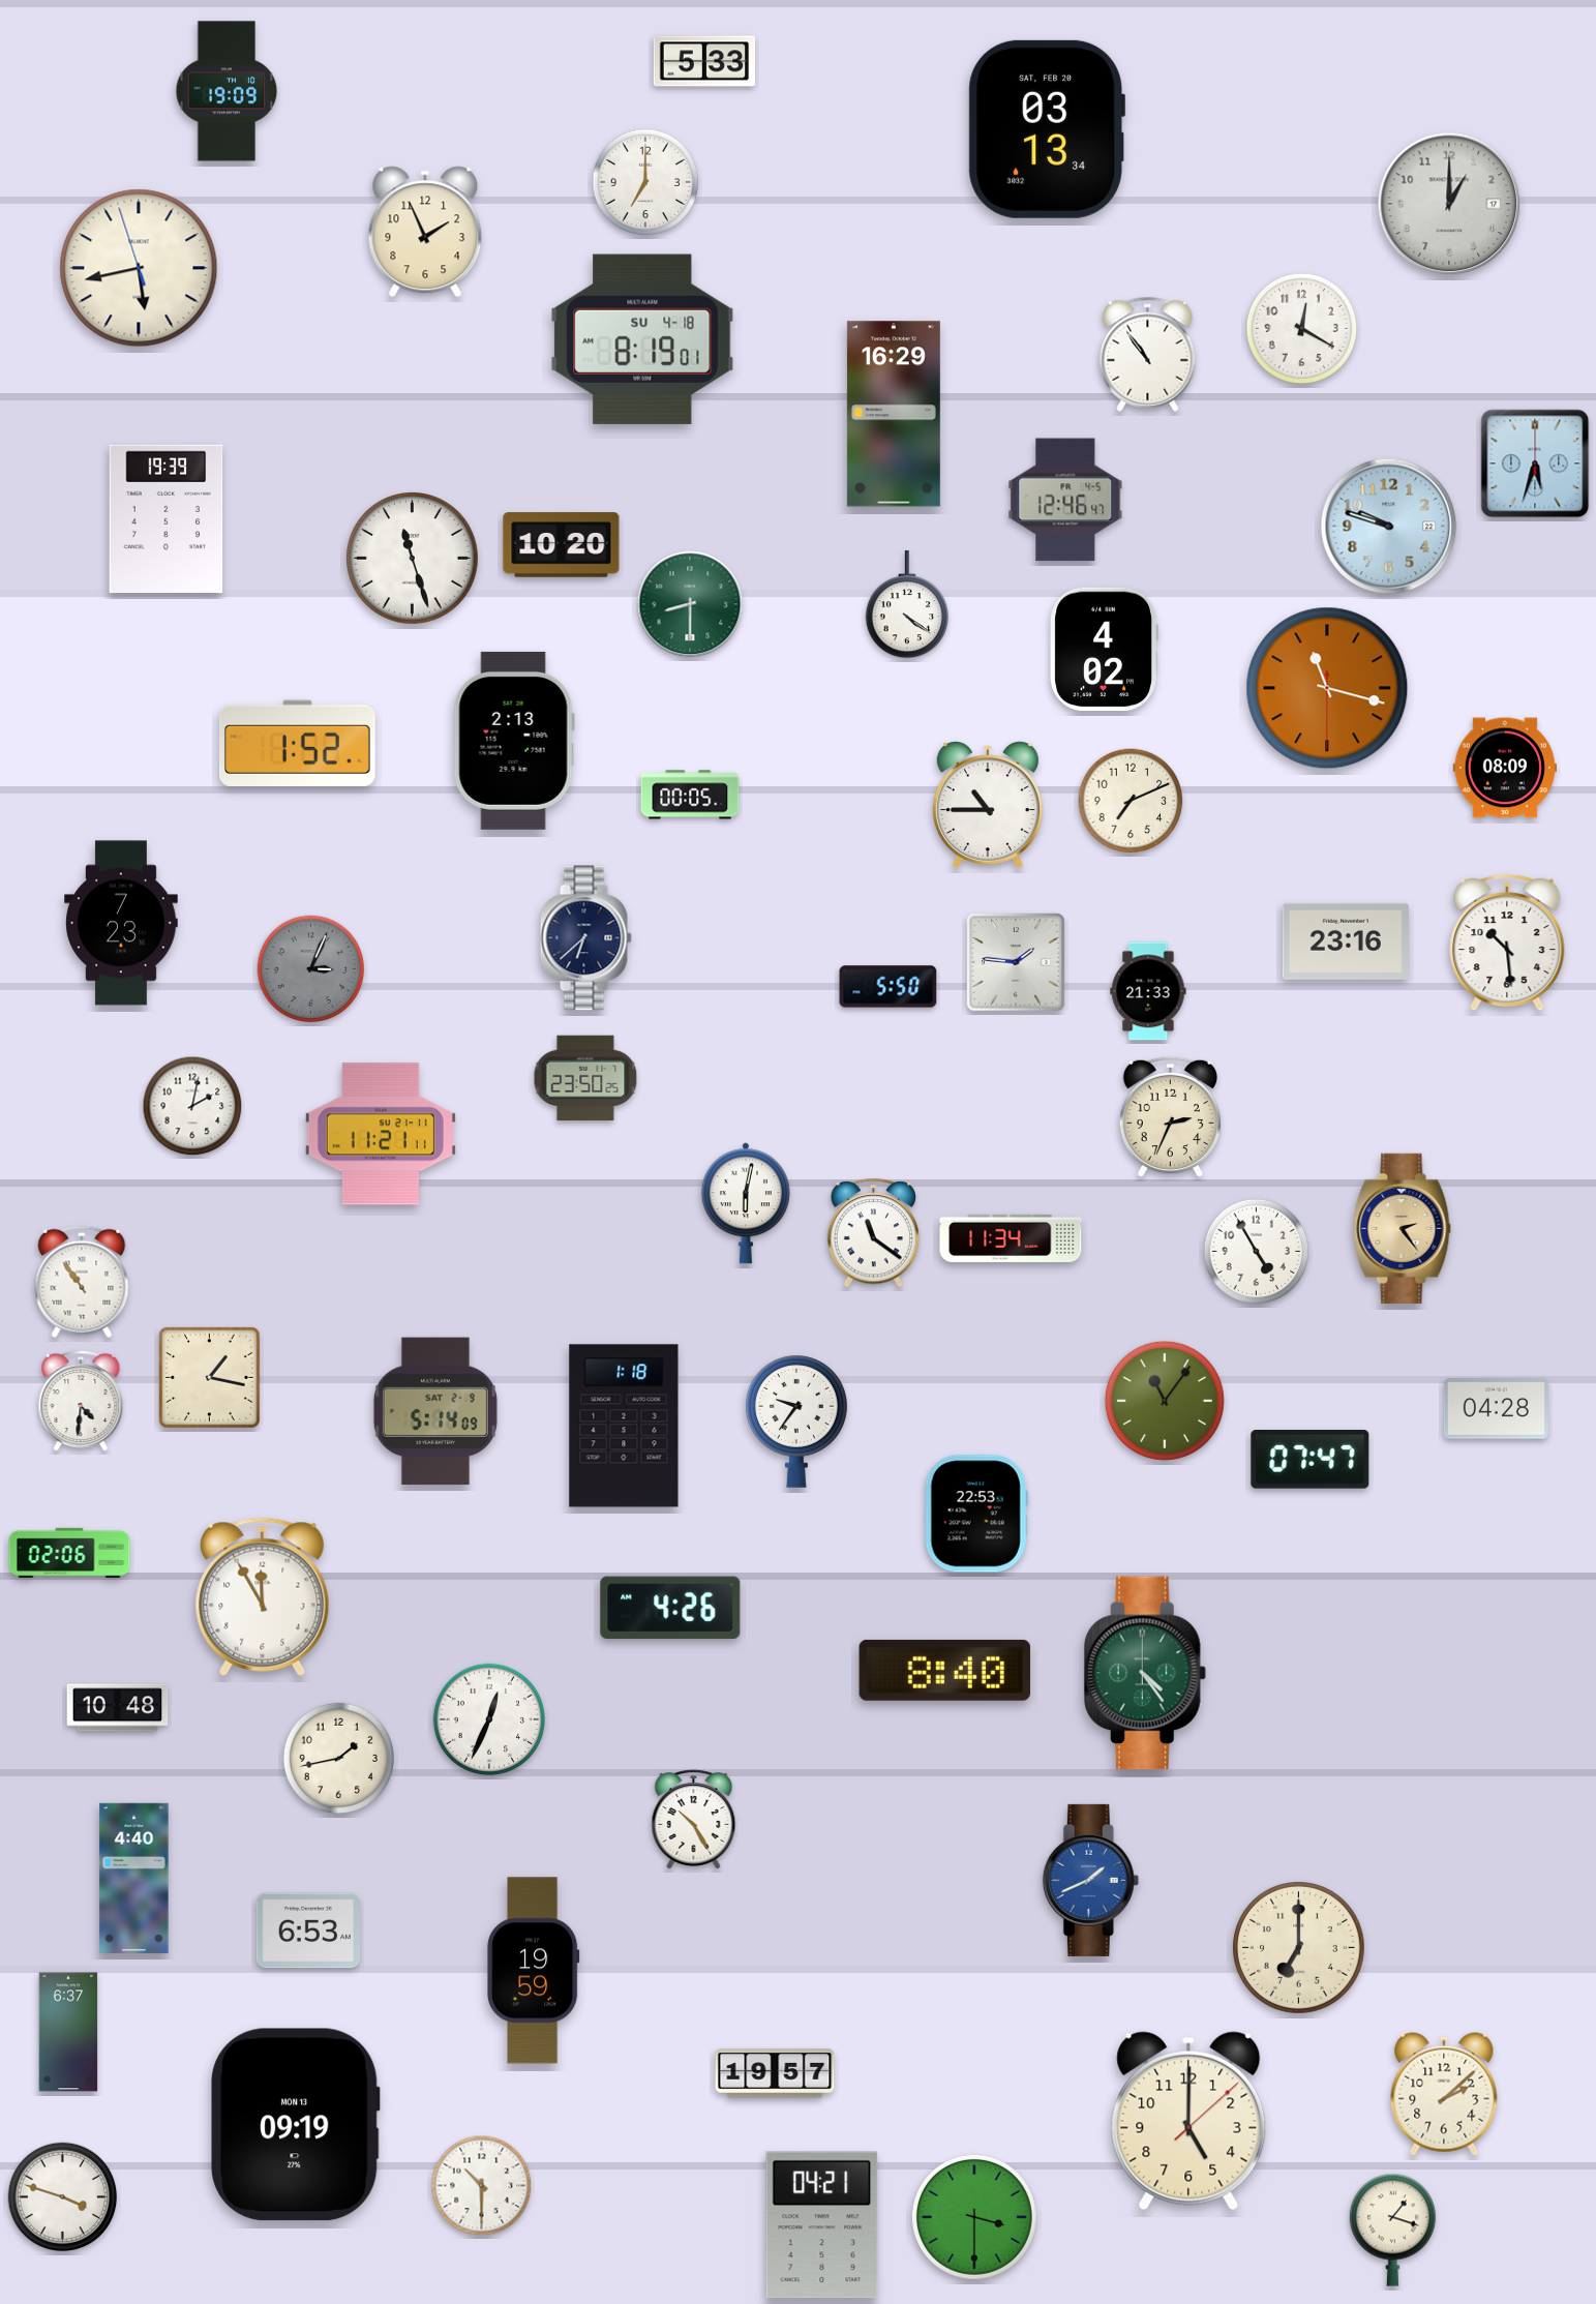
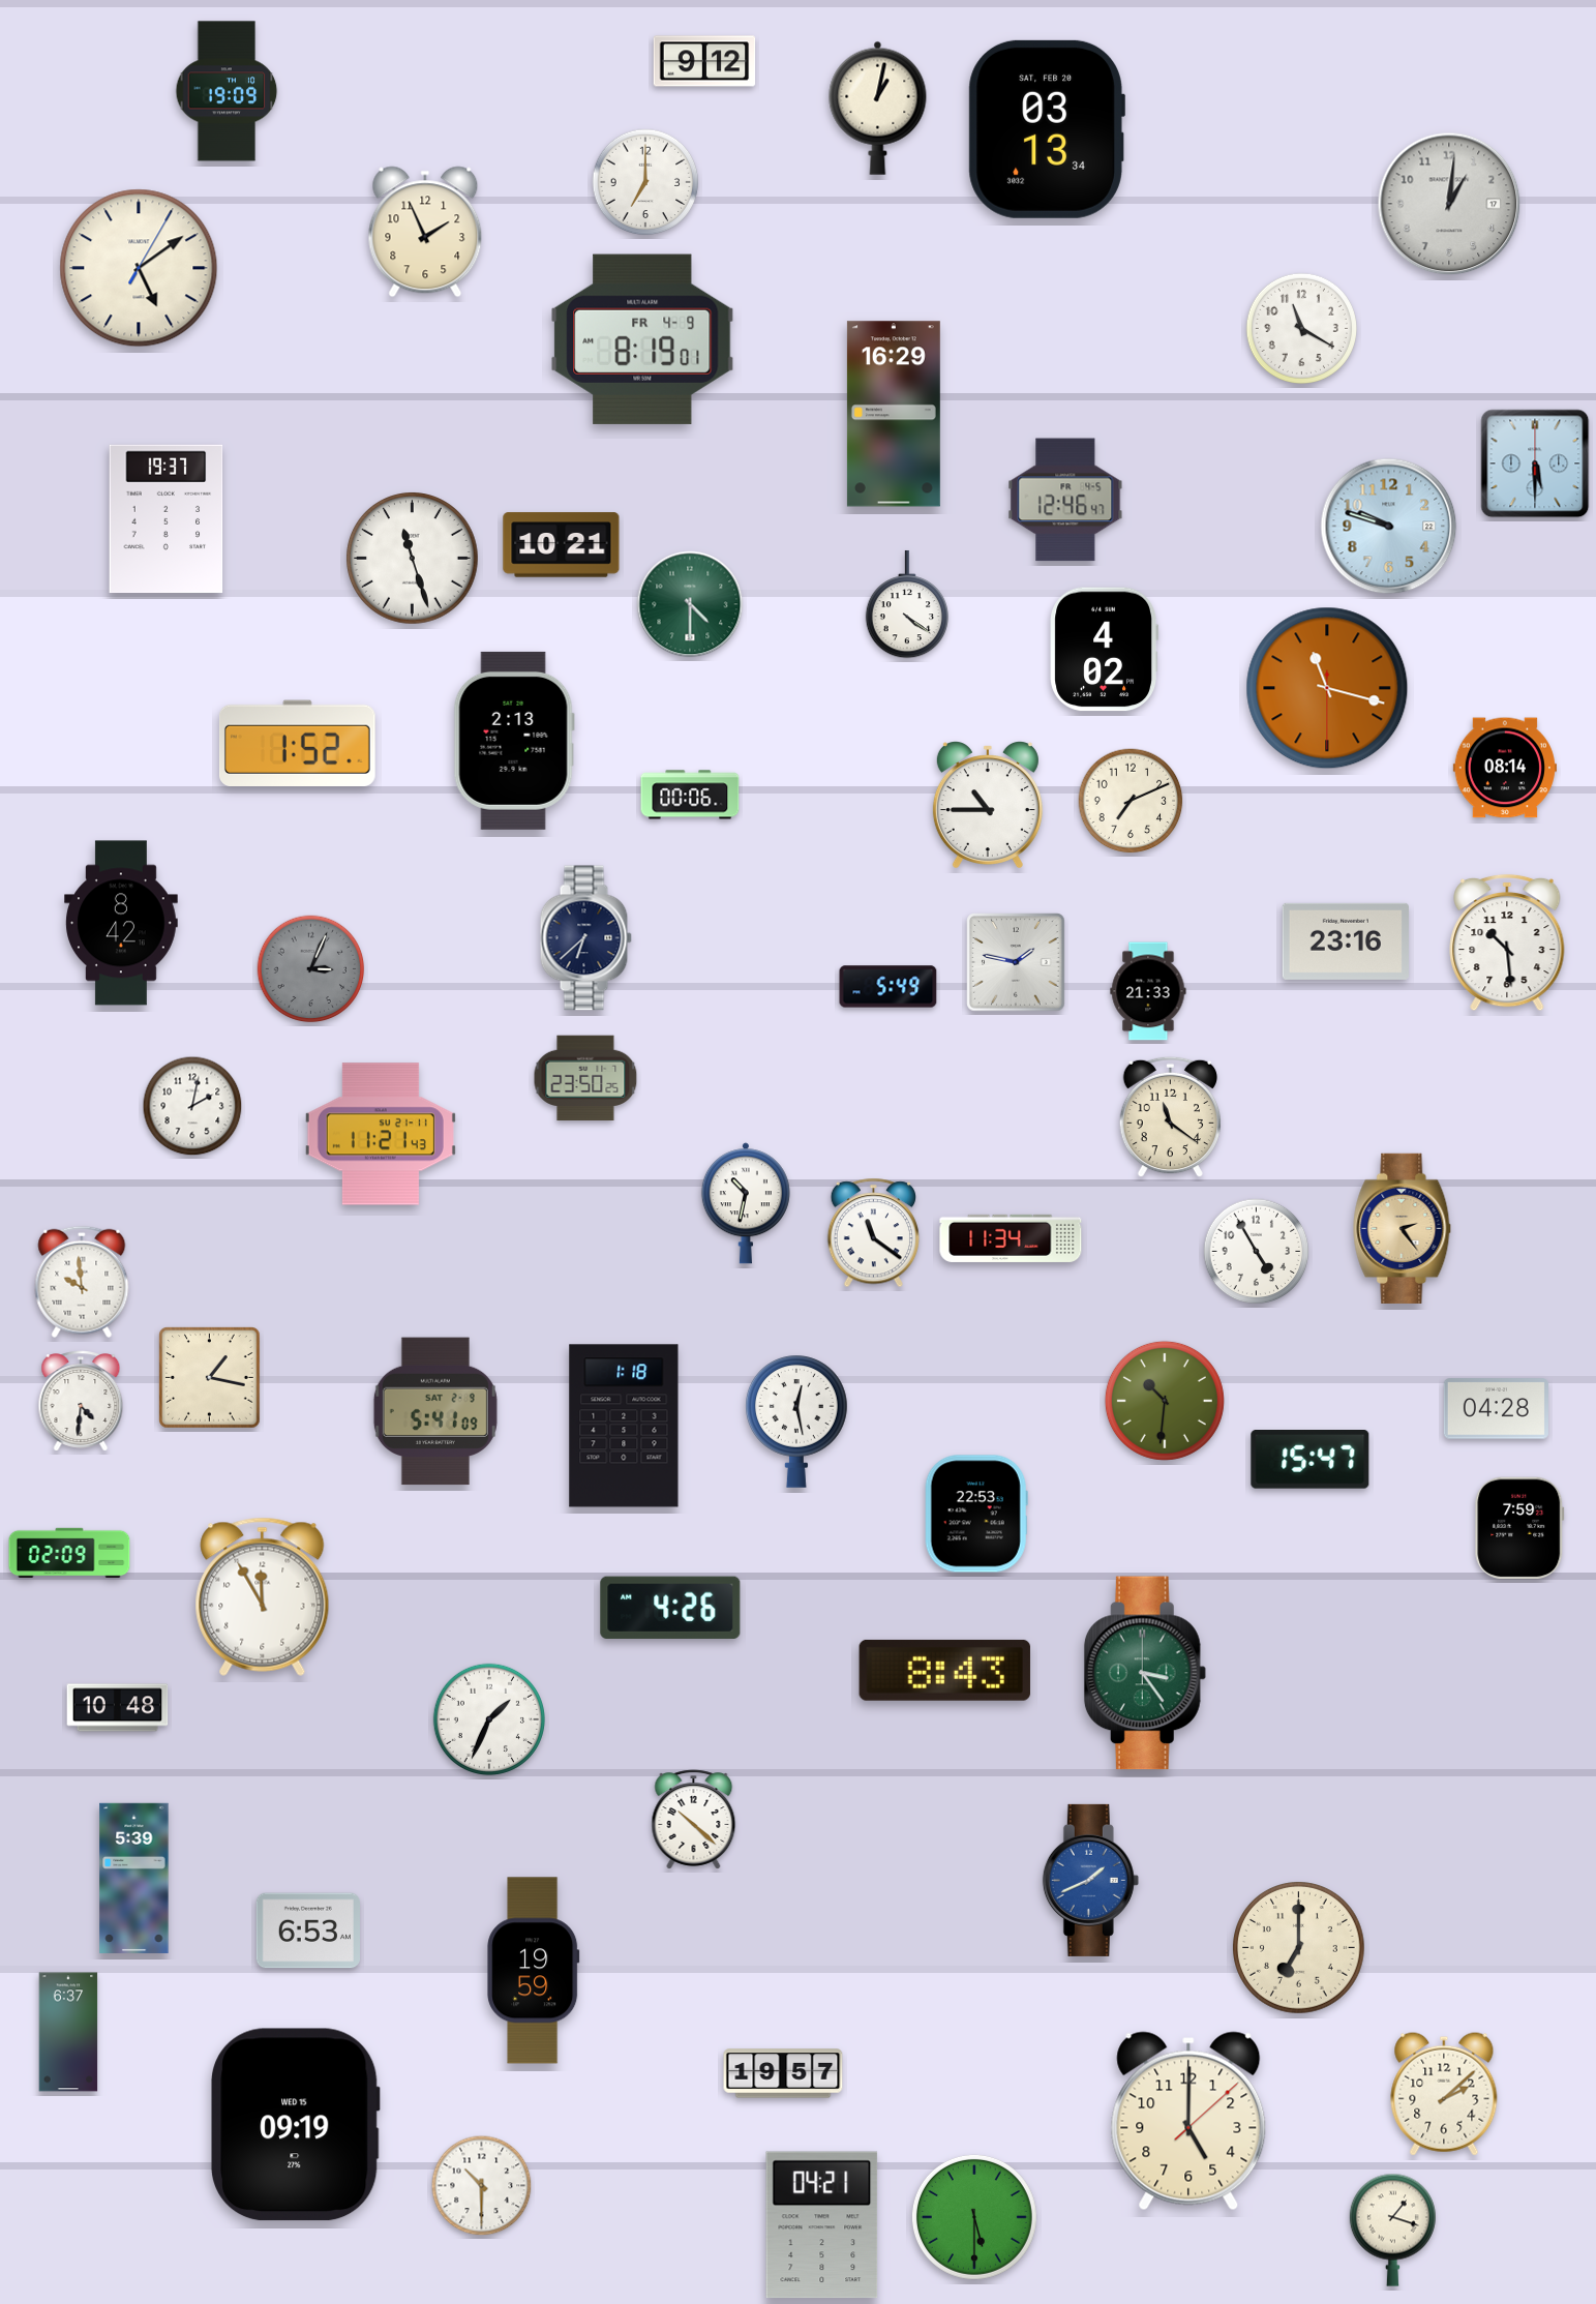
clock at (704, 61): 5:33 -> 9:12
clock at (878, 108): none -> 1:02
clock at (1449, 204): 1:00 -> 1:01
clock at (139, 268): 5:42 -> 5:09
clock at (1301, 328): 12:20 -> 11:20
clock at (642, 339) date: SU 4-18 -> FR 4-9
clock at (1148, 354): 10:54 -> none
clock at (1535, 463): 5:33 -> 5:30
clock at (167, 519): 19:39 -> 19:37
clock at (562, 545): 10:20 -> 10:21
clock at (690, 604): 8:30 -> 4:30
clock at (1505, 768): 08:09 -> 08:14
clock at (690, 795): 00:05 -> 00:06
clock at (121, 923): 7:23 -> 8:42
clock at (1016, 962): 1:46 -> 1:47
clock at (889, 987): 5:50 -> 5:49
clock at (1171, 1117): 2:34 -> 11:21
clock at (381, 1134): 11:21:11 -> 11:21:43
clock at (746, 1203): 6:02 -> 10:32
clock at (82, 1282): 10:54 -> 9:59
clock at (1165, 1401): 11:06 -> 10:31
clock at (435, 1411): 5:14 -> 5:41
clock at (797, 1422): 9:36 -> 12:28
clock at (1311, 1460): 07:47 -> 15:47
clock at (1519, 1528): none -> 7:59
clock at (69, 1553): 02:06 -> 02:09
clock at (944, 1670): 8:40 -> 8:43
clock at (1145, 1673): 4:24 -> 3:24
clock at (488, 1718): 12:34 -> 1:34
clock at (338, 1758): 1:43 -> none
clock at (694, 1820): 10:25 -> 10:22
clock at (134, 1878): 4:40 -> 5:39
clock at (775, 2073) position: (775, 2073) -> (783, 2073)
clock at (296, 2125) date: MON 13 -> WED 15
clock at (63, 2197): 3:48 -> none
clock at (974, 2217): 3:30 -> 5:30
